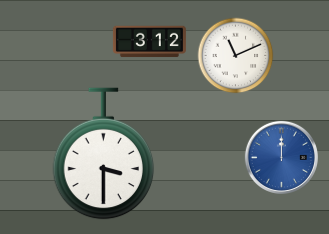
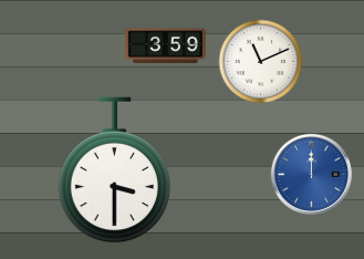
clock at (149, 42): 3:12 -> 3:59
